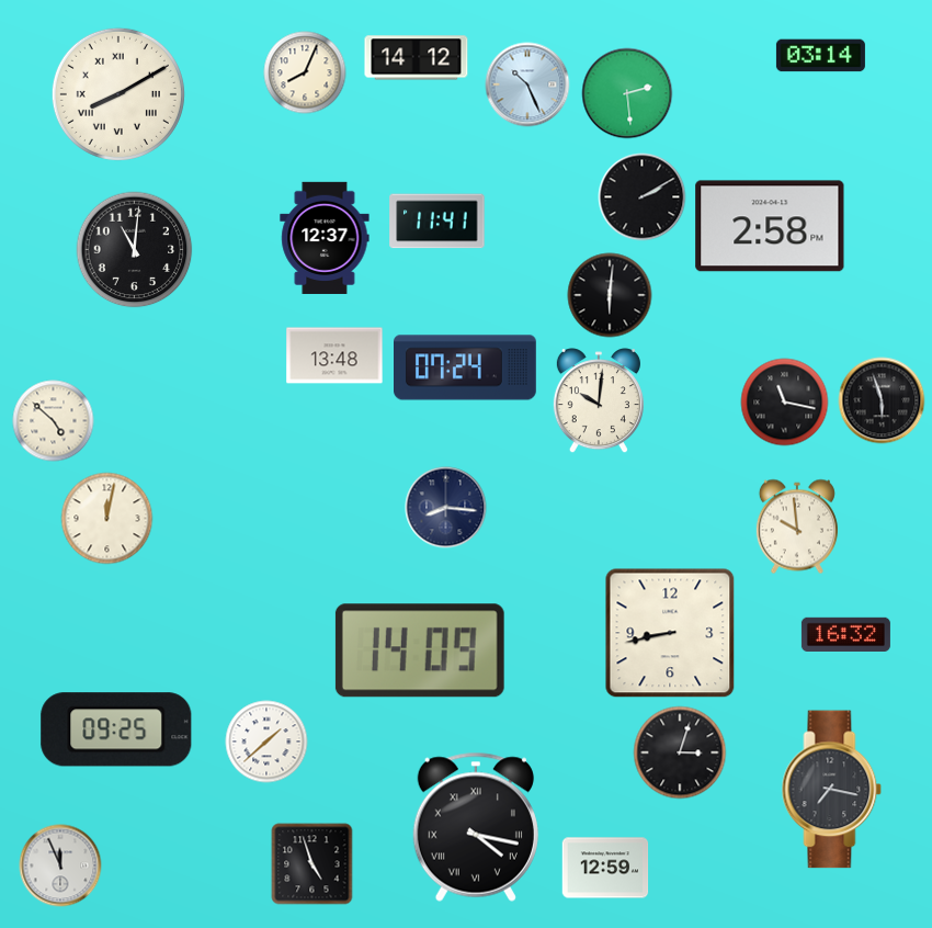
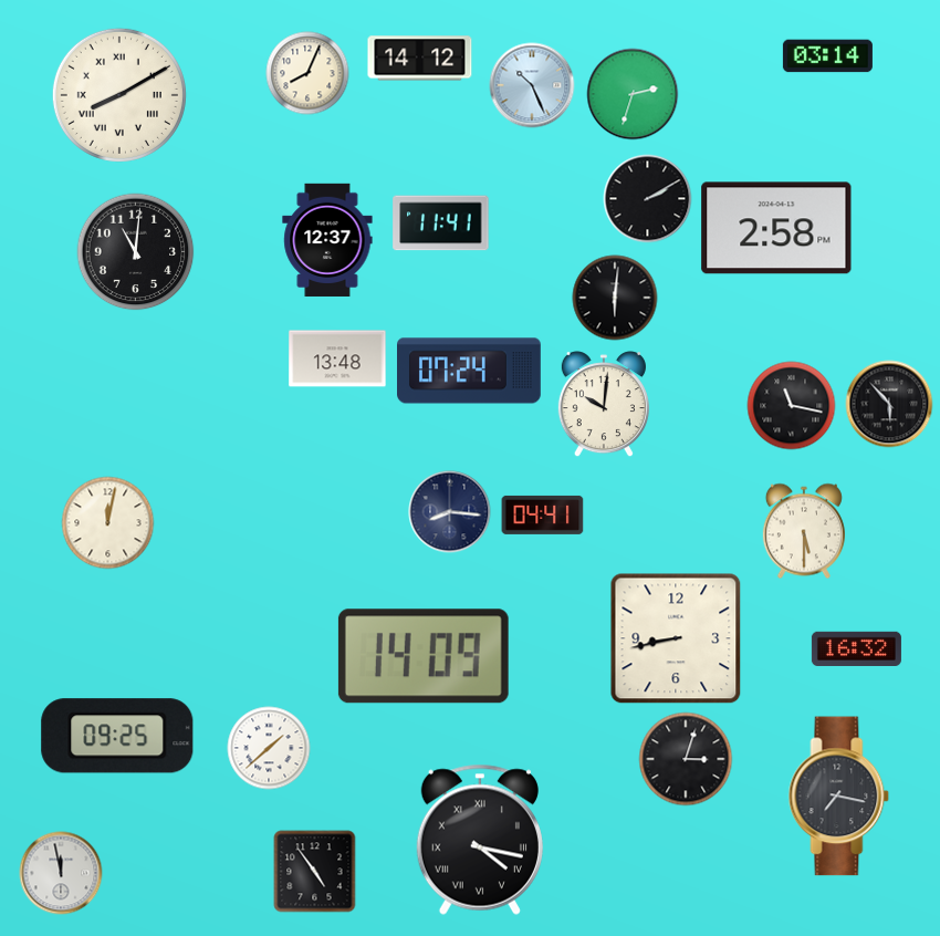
clock at (627, 93): 2:29 -> 2:33
clock at (882, 400): 5:57 -> 5:53
clock at (54, 421): 4:52 -> none
clock at (543, 514): none -> 04:41
clock at (797, 527): 9:59 -> 5:30
clock at (845, 634) position: (845, 634) -> (856, 648)
clock at (476, 827) position: (476, 827) -> (480, 840)
clock at (312, 864): 4:57 -> 4:54
clock at (60, 865): 11:56 -> 11:58
clock at (605, 868): 12:59 -> none
